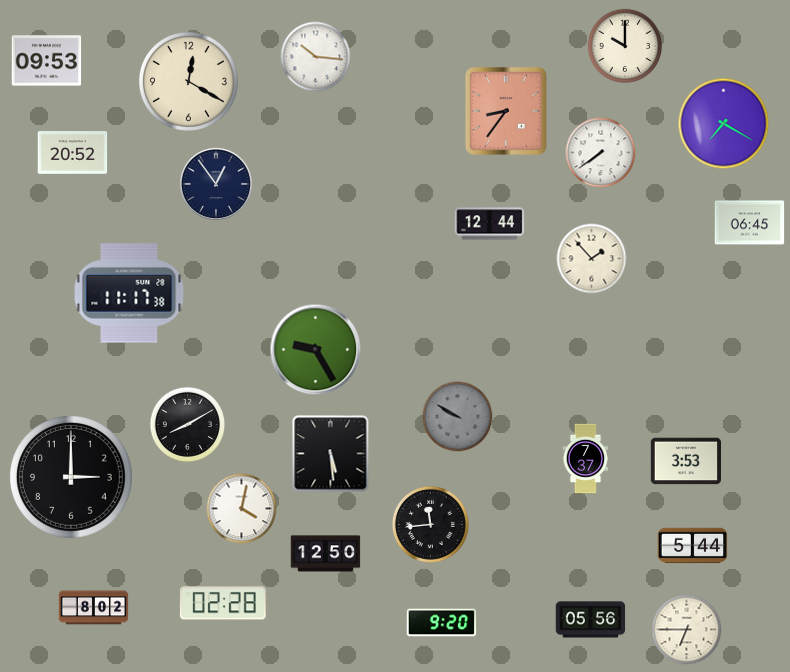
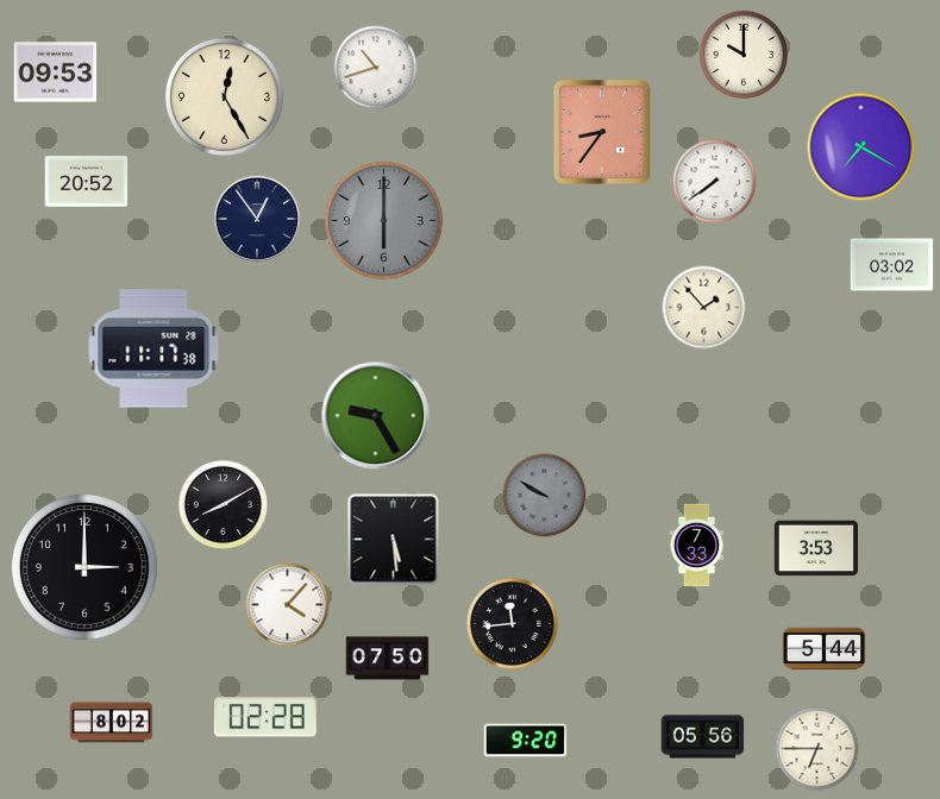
clock at (316, 57): 10:16 -> 10:42
clock at (188, 81): 12:20 -> 12:25
clock at (383, 220): none -> 6:00
clock at (750, 223): 06:45 -> 03:02
clock at (490, 224): 12:44 -> none
clock at (586, 459): 7:37 -> 7:33
clock at (242, 509): 4:02 -> 4:07
clock at (326, 554): 12:50 -> 07:50
